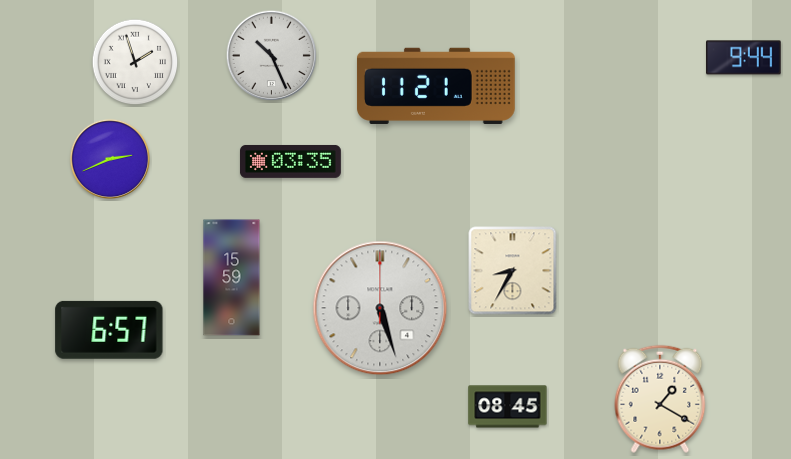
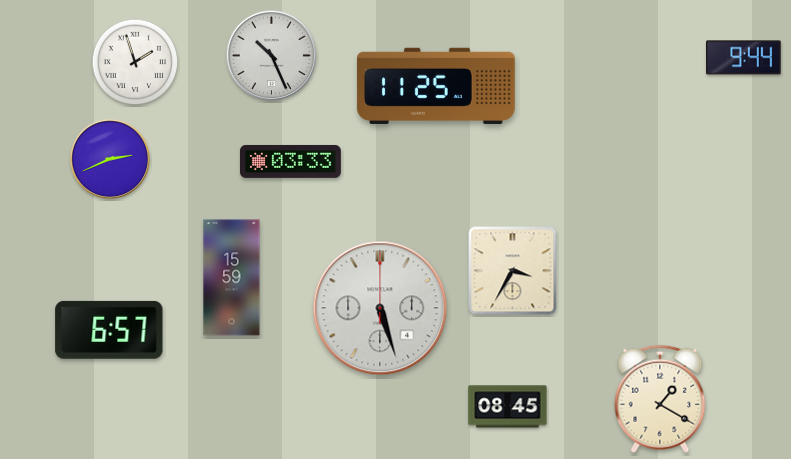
clock at (436, 86): 11:21 -> 11:25
clock at (290, 162): 03:35 -> 03:33
clock at (513, 271): 8:35 -> 3:35
